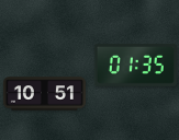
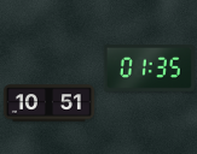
clock at (135, 66) position: (135, 66) -> (149, 69)
